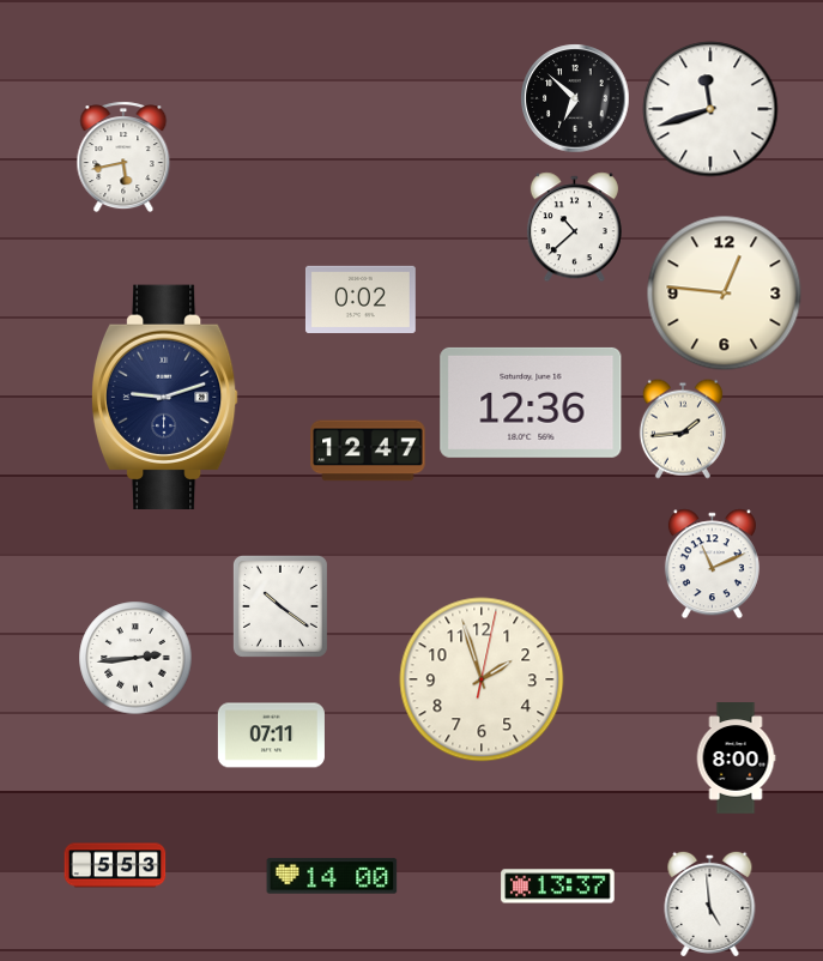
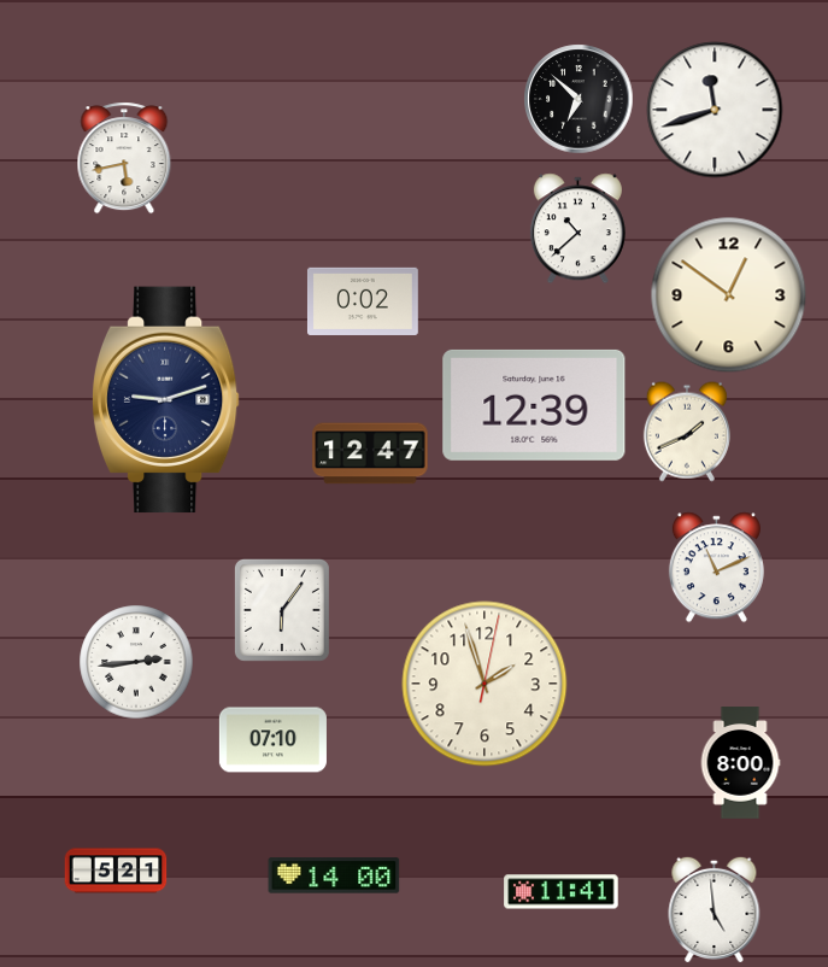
clock at (725, 294): 12:46 -> 12:51
clock at (531, 403): 12:36 -> 12:39
clock at (683, 429): 1:44 -> 1:41
clock at (280, 606): 10:21 -> 6:06
clock at (271, 736): 07:11 -> 07:10
clock at (115, 865): 5:53 -> 5:21
clock at (332, 876) position: (332, 876) -> (334, 875)
clock at (558, 887): 13:37 -> 11:41
